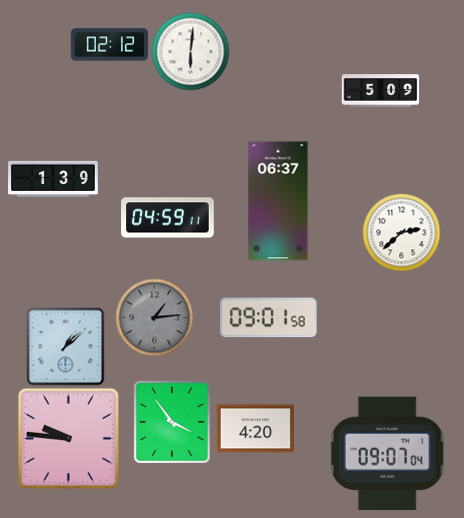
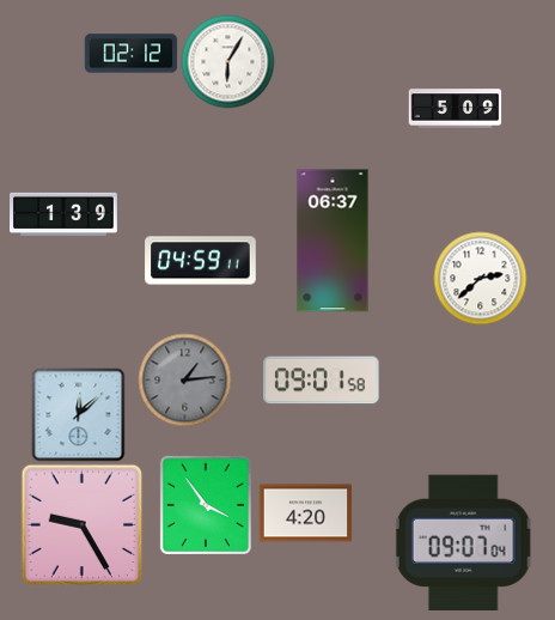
clock at (190, 51): 6:01 -> 6:05
clock at (65, 346): 1:08 -> 12:08
clock at (68, 438): 9:46 -> 9:25
